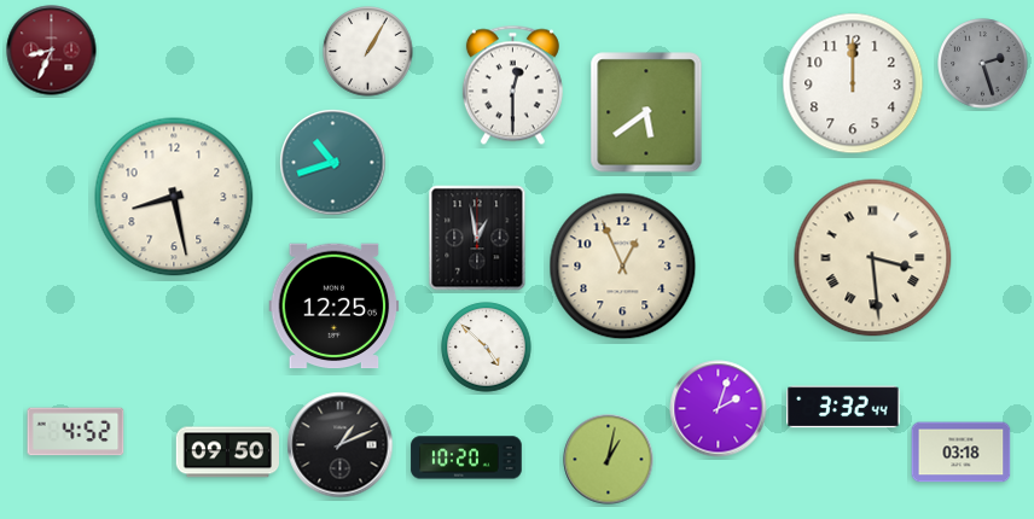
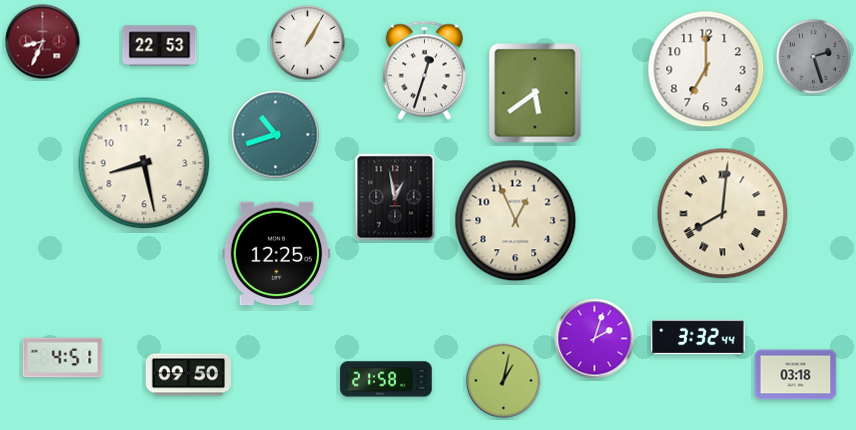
clock at (368, 52) position: (368, 52) -> (308, 43)
clock at (160, 46): none -> 22:53
clock at (983, 64) position: (983, 64) -> (814, 57)
clock at (853, 83): 12:00 -> 7:00
clock at (512, 86): 12:30 -> 12:33
clock at (873, 258): 3:29 -> 8:01
clock at (487, 348): 4:52 -> none
clock at (76, 432): 4:52 -> 4:51
clock at (341, 445): 1:11 -> none
clock at (466, 457): 10:20 -> 21:58
